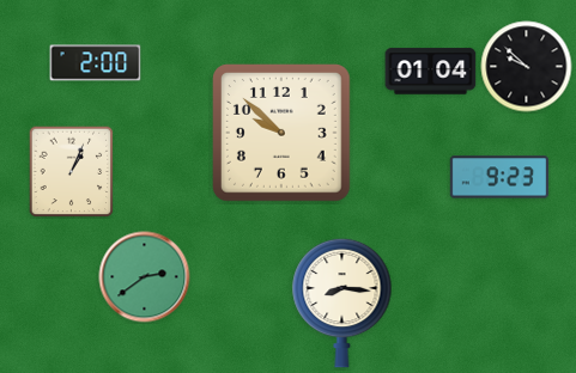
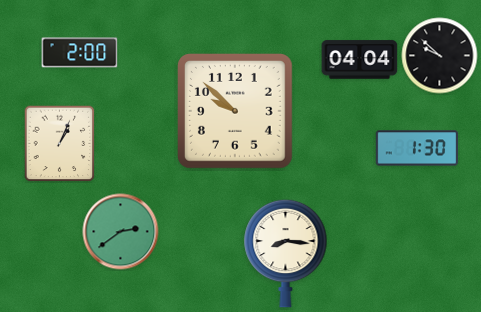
clock at (431, 72): 01:04 -> 04:04
clock at (499, 177): 9:23 -> 1:30
